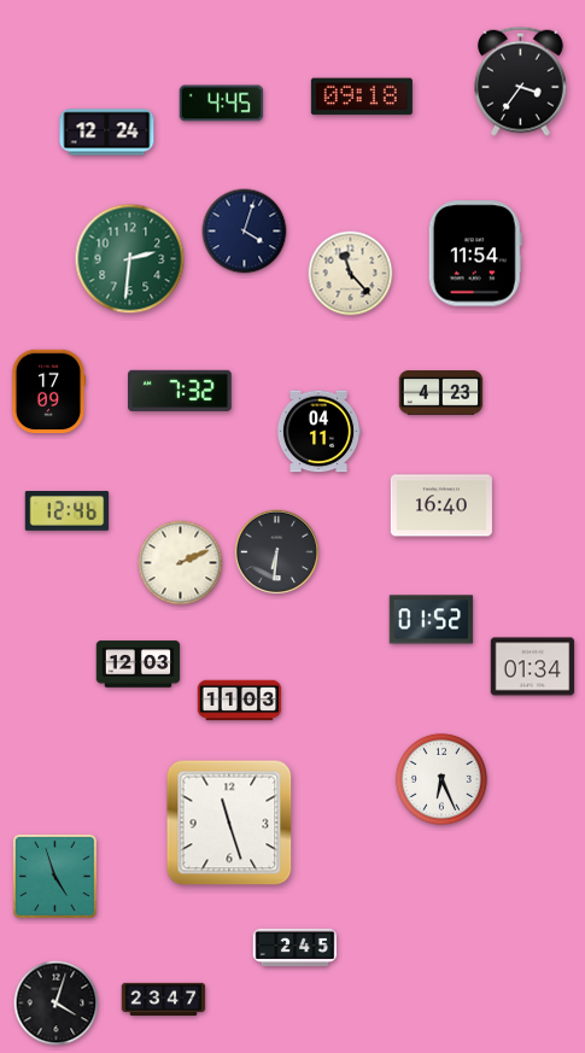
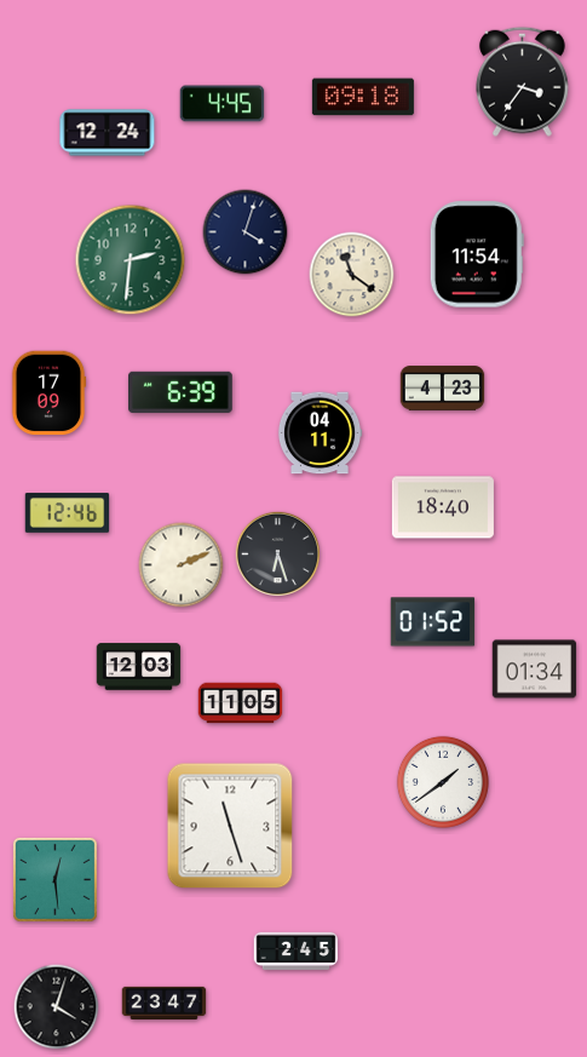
clock at (351, 274): 11:23 -> 11:21
clock at (181, 391): 7:32 -> 6:39
clock at (441, 393) position: (441, 393) -> (443, 389)
clock at (441, 505): 16:40 -> 18:40
clock at (276, 551): 6:31 -> 6:27
clock at (240, 701): 11:03 -> 11:05
clock at (441, 779): 6:26 -> 1:39
clock at (54, 876): 4:57 -> 12:29
